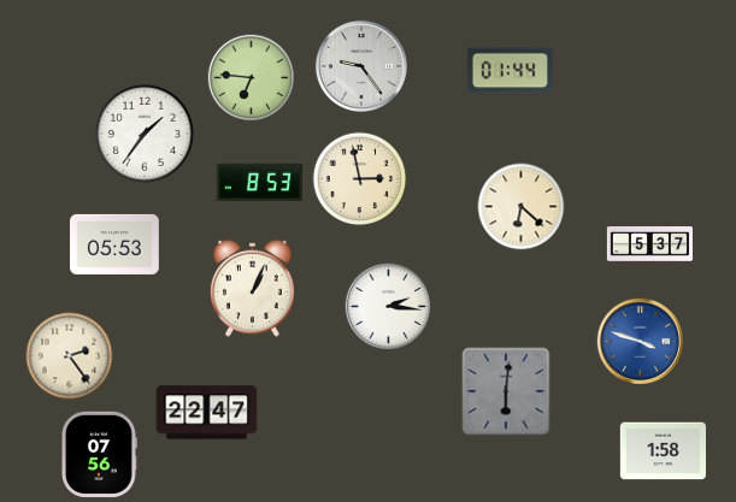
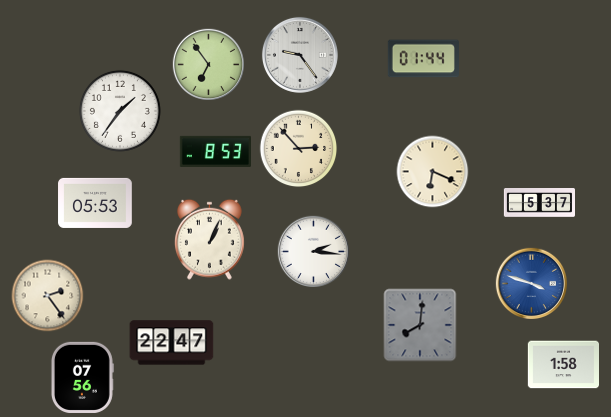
clock at (251, 77): 6:46 -> 6:54
clock at (360, 179): 2:58 -> 2:53
clock at (522, 207): 6:22 -> 6:19
clock at (388, 306) position: (388, 306) -> (313, 251)
clock at (70, 356) position: (70, 356) -> (48, 296)
clock at (506, 391): 6:01 -> 8:01
clock at (663, 451) position: (663, 451) -> (563, 365)
